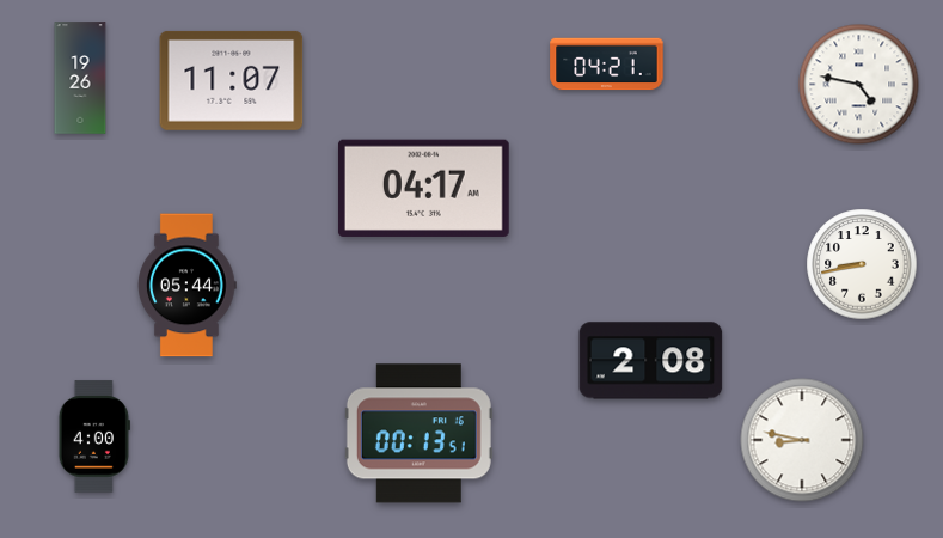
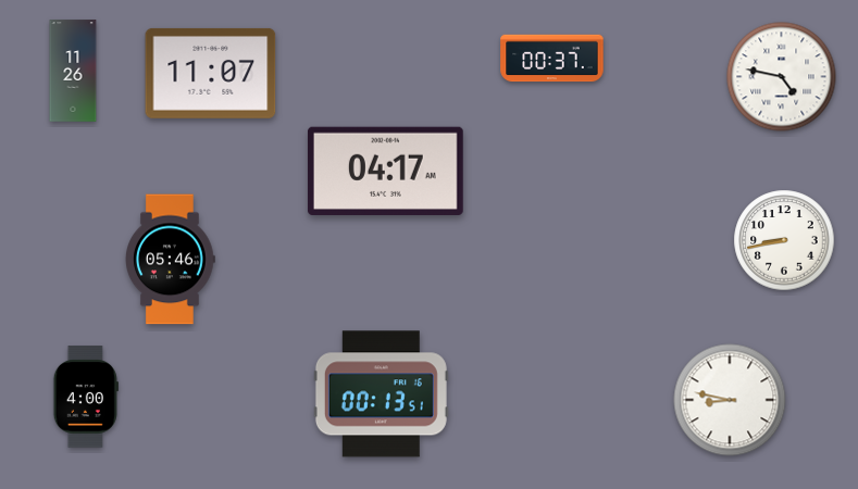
clock at (607, 65): 04:21 -> 00:37
clock at (80, 78): 19:26 -> 11:26
clock at (188, 286): 05:44 -> 05:46
clock at (651, 361): 2:08 -> none
